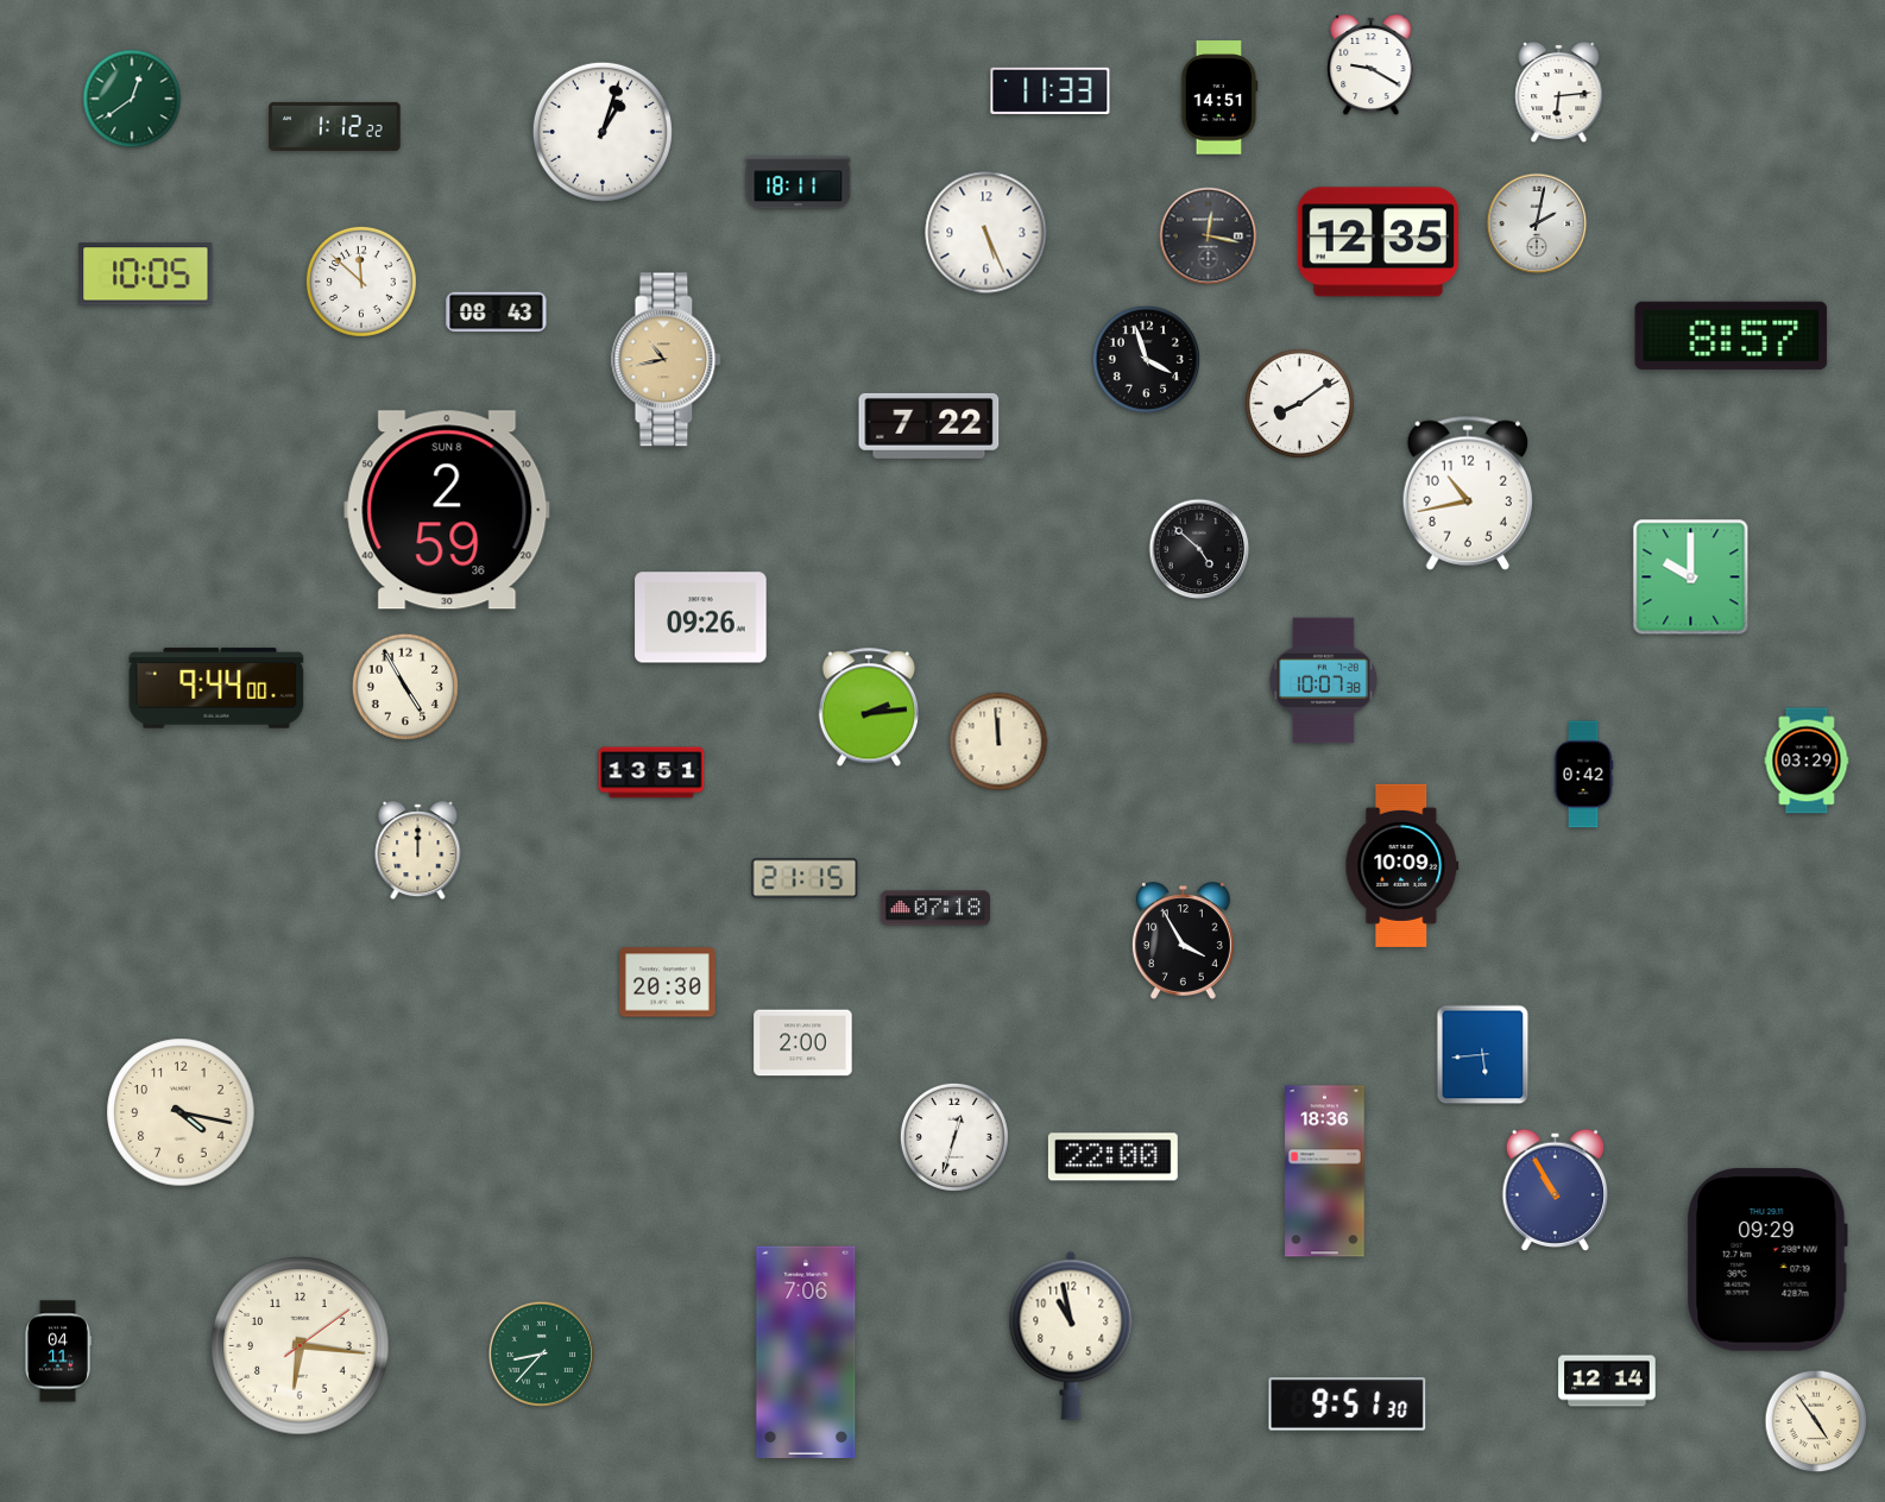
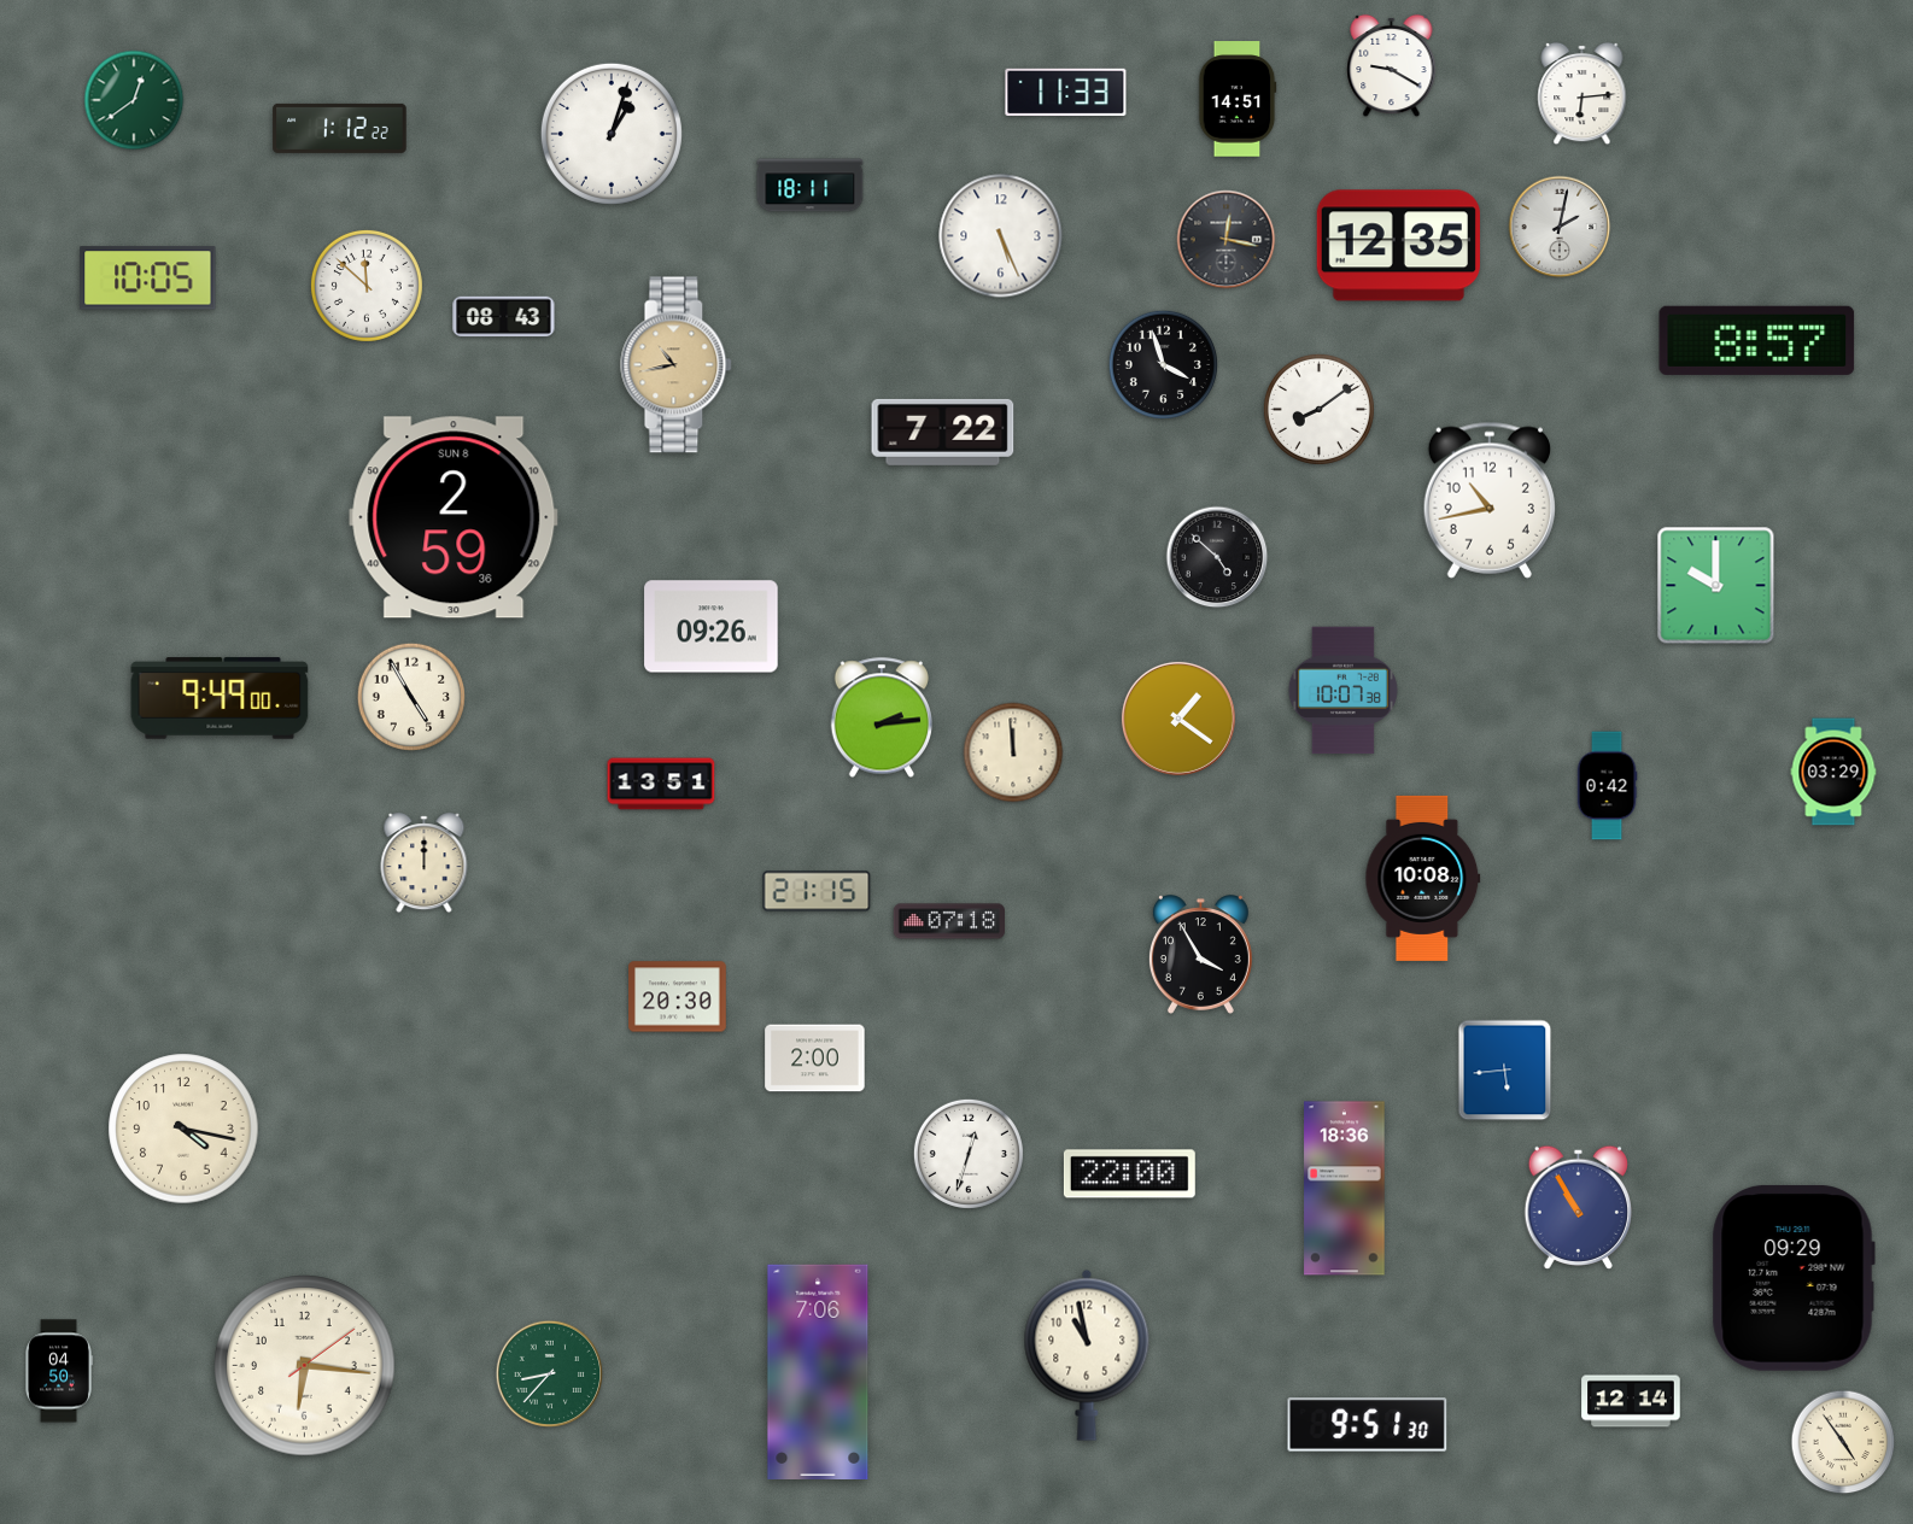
clock at (216, 688): 9:44 -> 9:49
clock at (1178, 719): none -> 1:21
clock at (1402, 865): 10:09 -> 10:08
clock at (58, 1351): 04:11 -> 04:50
